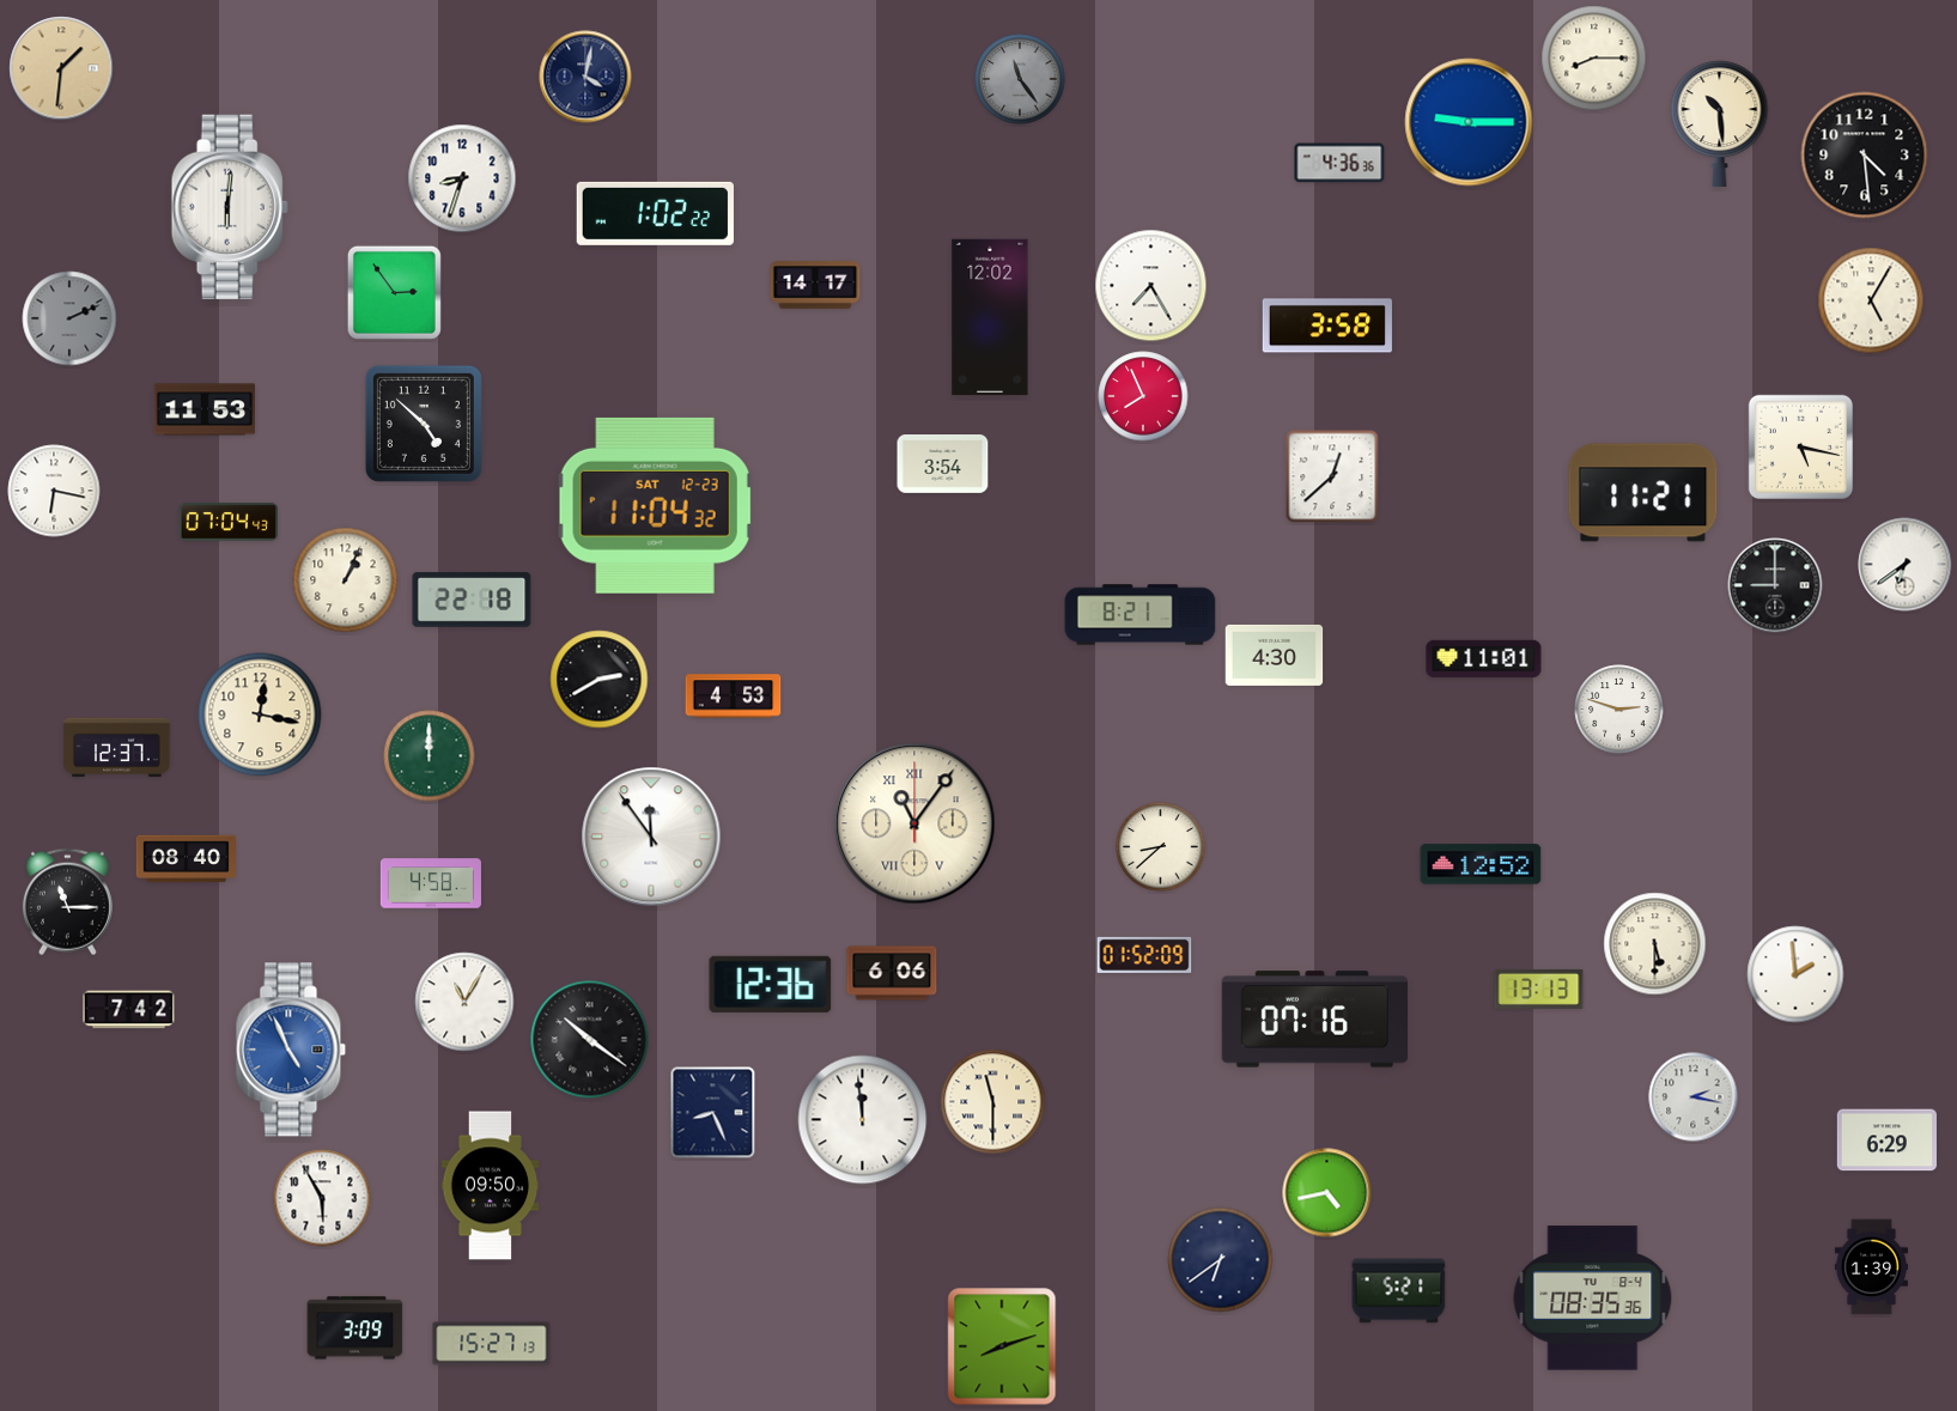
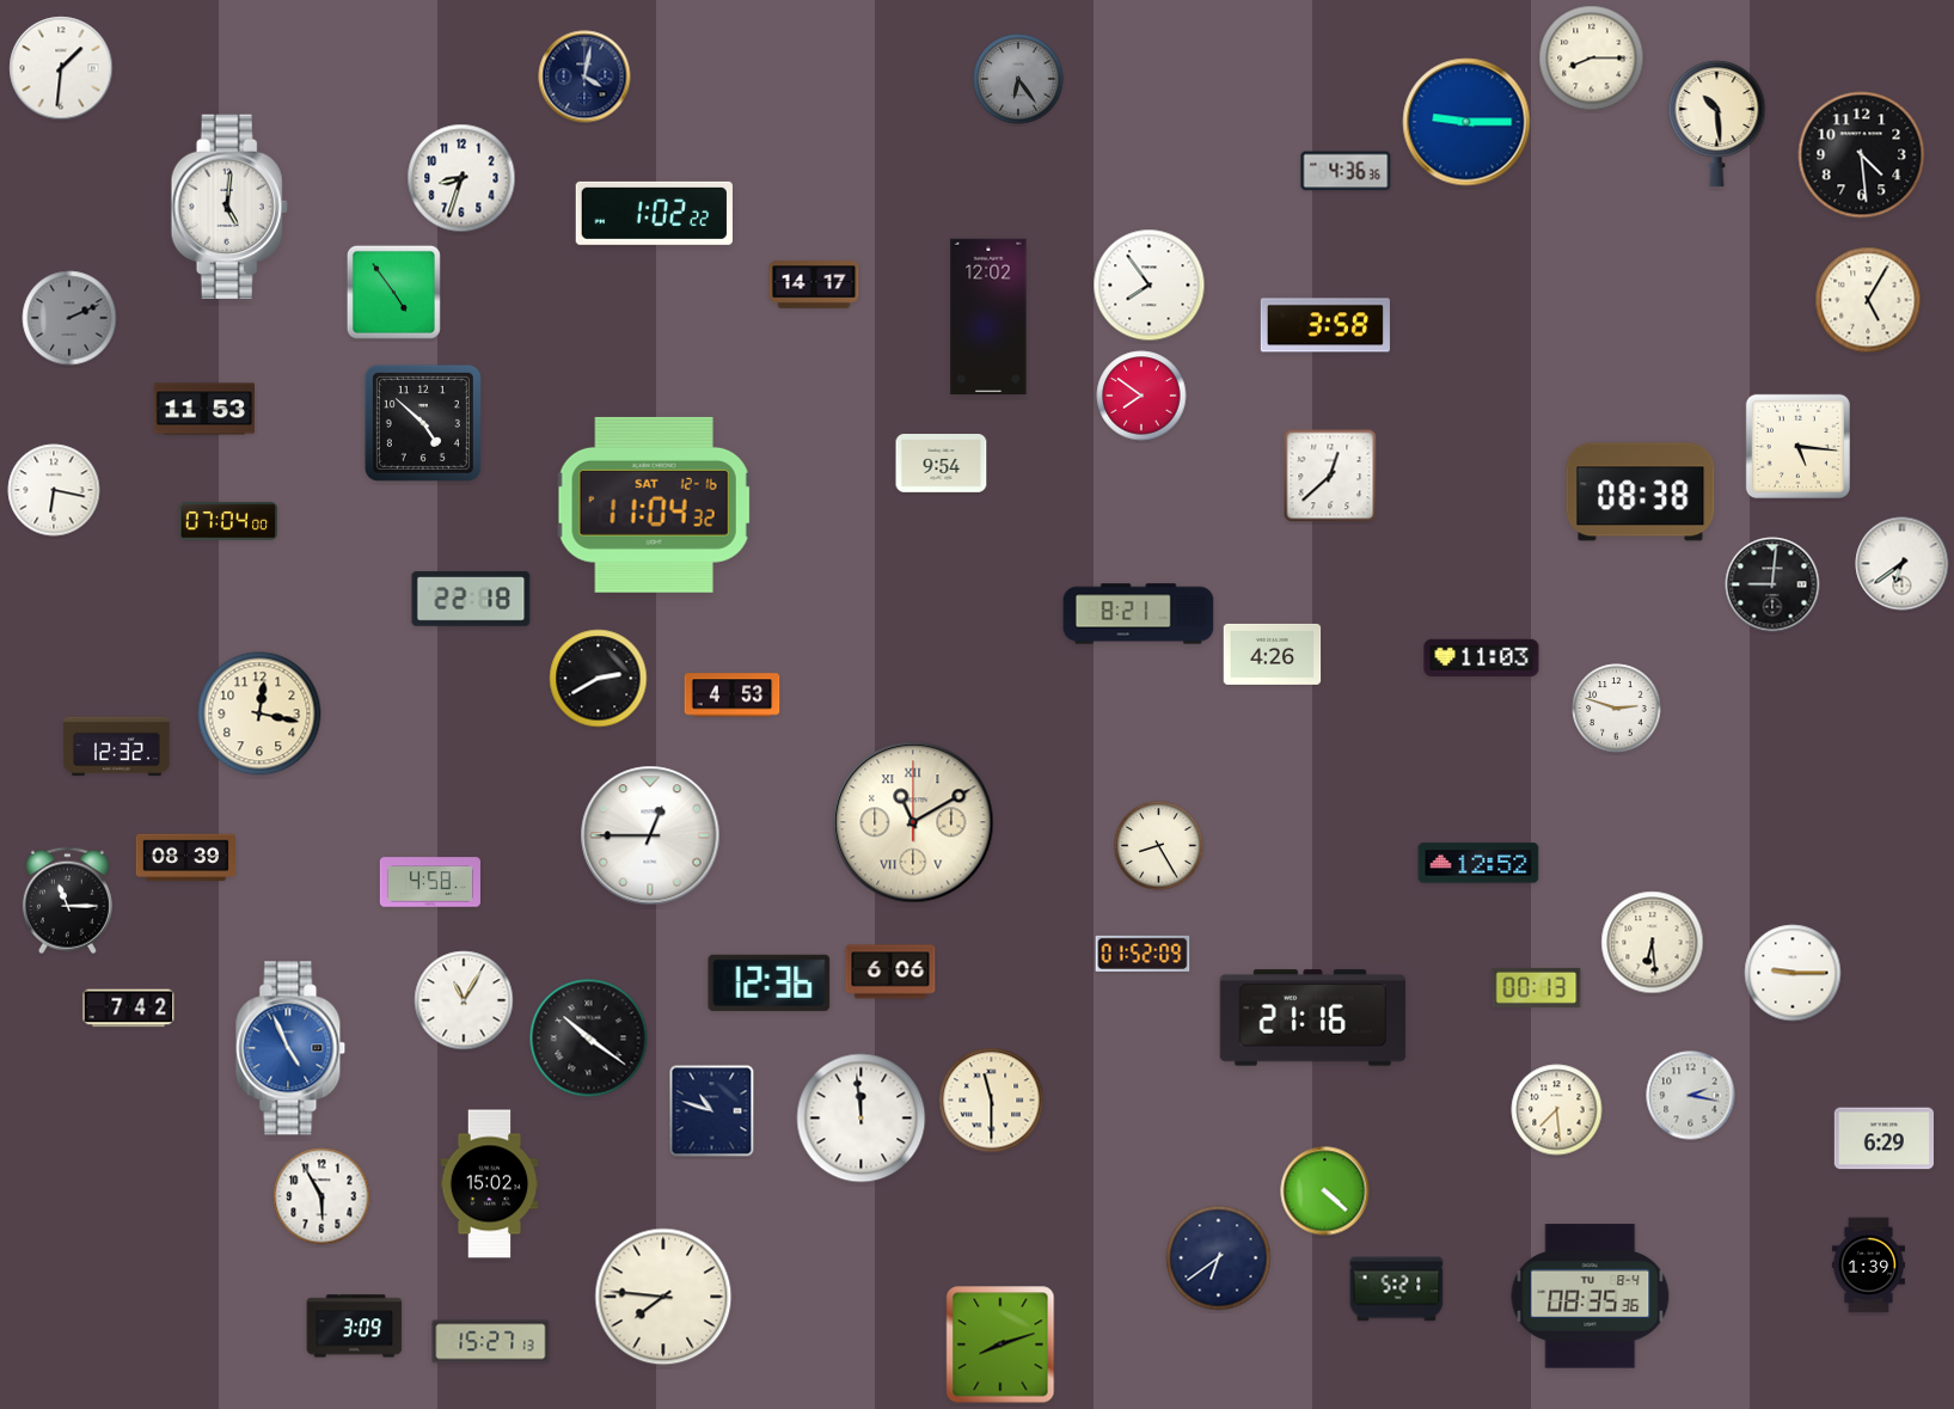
clock at (61, 68) dial: champagne -> white
clock at (1020, 79): 11:24 -> 6:24
clock at (1339, 163) position: (1339, 163) -> (1346, 171)
clock at (230, 207): 6:01 -> 5:01
clock at (1151, 286): 7:25 -> 7:54
clock at (394, 292): 2:54 -> 4:54
clock at (1143, 396): 7:56 -> 7:51
clock at (1800, 446): 5:17 -> 5:16
clock at (943, 464): 3:54 -> 9:54
clock at (1643, 493): 11:21 -> 08:38
clock at (655, 505) date: SAT 12-23 -> SAT 12-16
clock at (229, 522): 07:04:43 -> 07:04:00
clock at (346, 580): 1:04 -> none
clock at (1775, 585): 9:00 -> 9:01
clock at (1275, 655): 4:30 -> 4:26
clock at (1484, 659): 11:01 -> 11:03
clock at (117, 748): 12:37 -> 12:32
clock at (430, 756): 12:00 -> none
clock at (914, 823): 11:06 -> 11:10
clock at (651, 837): 11:54 -> 12:45
clock at (1161, 847): 8:38 -> 8:25
clock at (186, 859): 08:40 -> 08:39
clock at (1655, 944): 5:30 -> 6:29
clock at (1795, 974): 1:59 -> 9:15
clock at (1539, 989): 13:13 -> 00:13
clock at (1314, 1020): 07:16 -> 21:16
clock at (1557, 1110): none -> 7:29
clock at (713, 1113): 8:26 -> 10:48
clock at (491, 1186): 09:50 -> 15:02
clock at (1327, 1193): 4:43 -> 4:22
clock at (663, 1297): none -> 7:46
